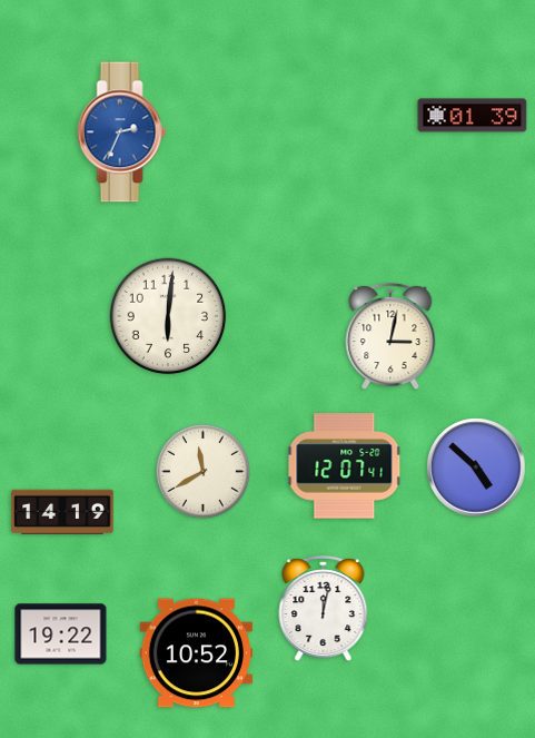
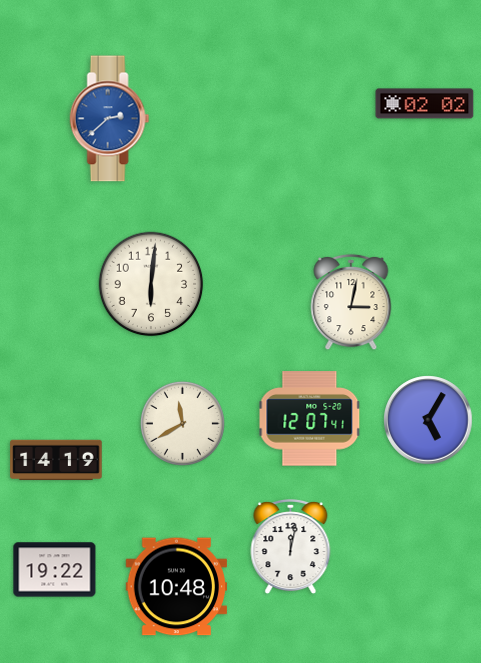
clock at (473, 116): 01:39 -> 02:02
clock at (122, 132): 2:34 -> 2:38
clock at (476, 468): 4:52 -> 5:05
clock at (196, 653): 10:52 -> 10:48
